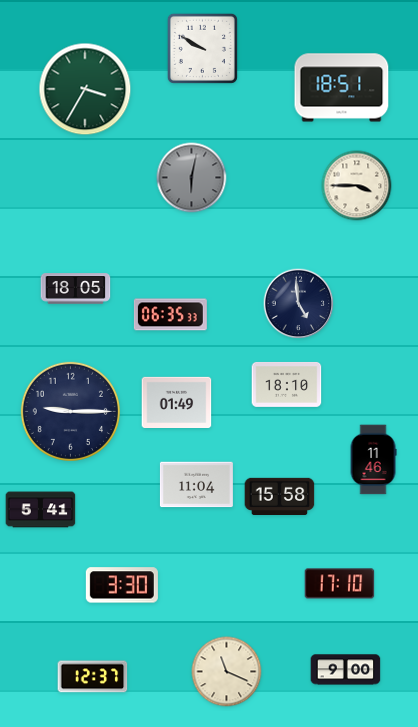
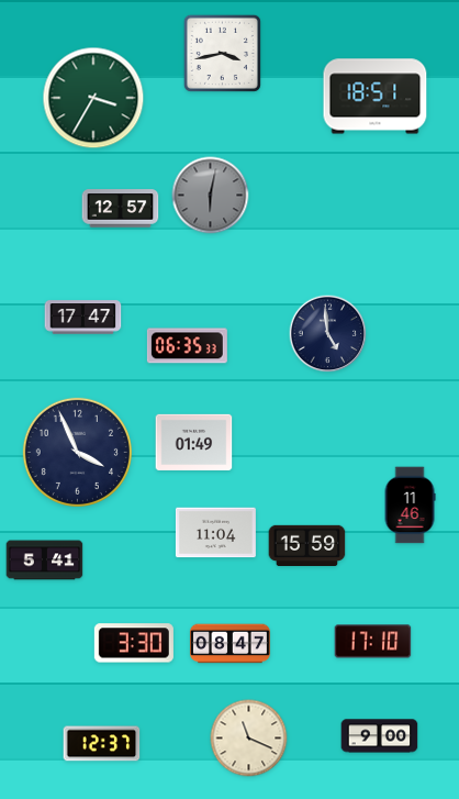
clock at (202, 48): 9:50 -> 3:43
clock at (357, 186): 3:45 -> none
clock at (121, 209): none -> 12:57
clock at (76, 289): 18:05 -> 17:47
clock at (287, 384): 18:10 -> none
clock at (70, 411): 9:15 -> 3:56
clock at (280, 497): 15:58 -> 15:59
clock at (229, 644): none -> 08:47
